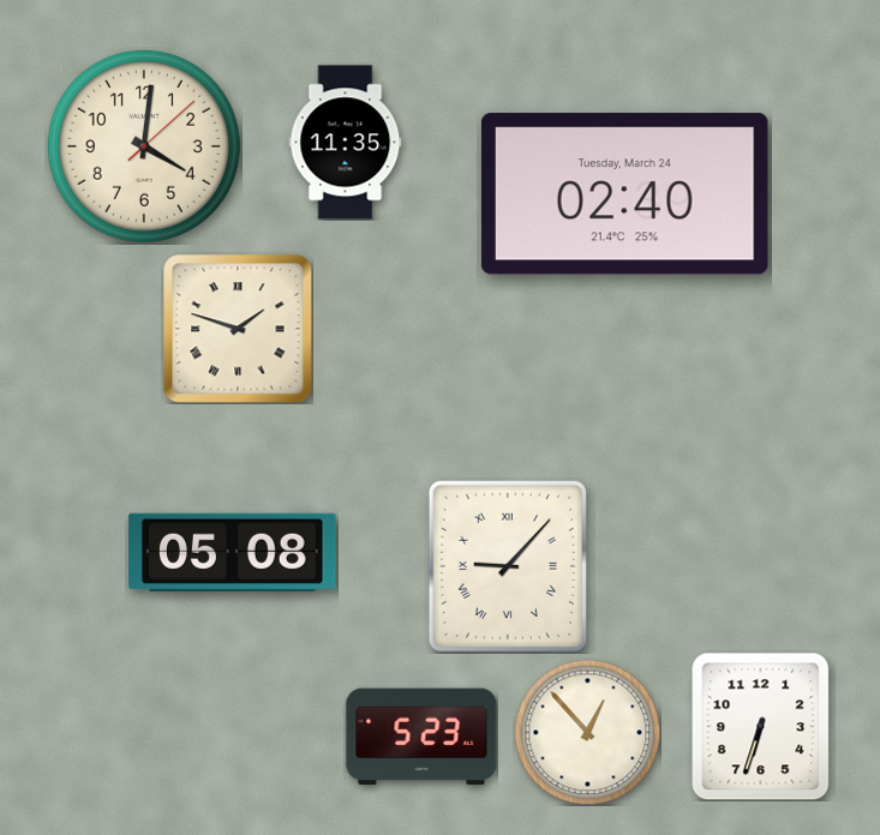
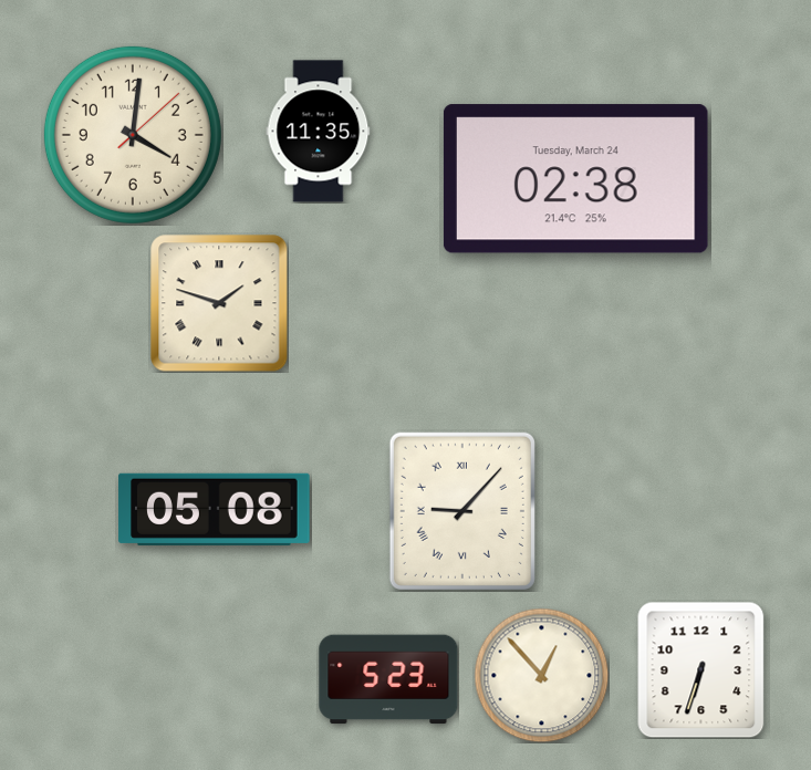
clock at (624, 194): 02:40 -> 02:38
clock at (508, 566) position: (508, 566) -> (462, 511)
